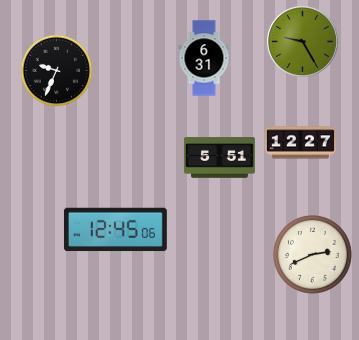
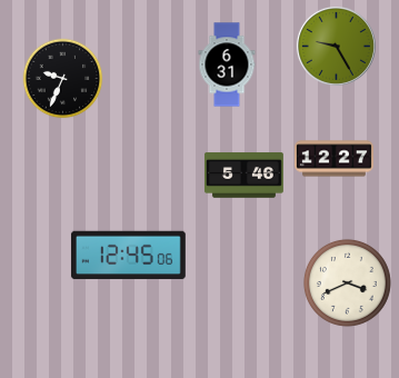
clock at (219, 158): 5:51 -> 5:46
clock at (312, 254): 2:41 -> 3:41
